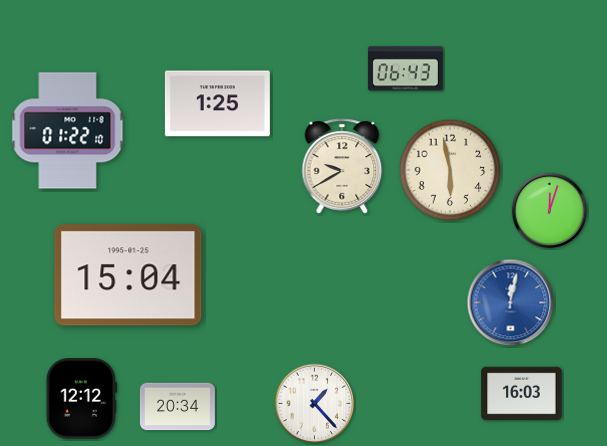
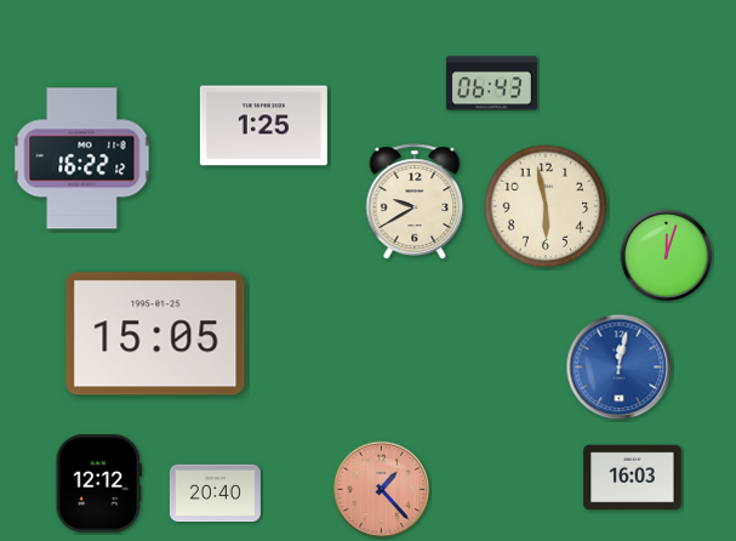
clock at (68, 131): 01:22 -> 16:22
clock at (128, 275): 15:04 -> 15:05
clock at (315, 404) dial: white -> salmon
clock at (177, 407): 20:34 -> 20:40
